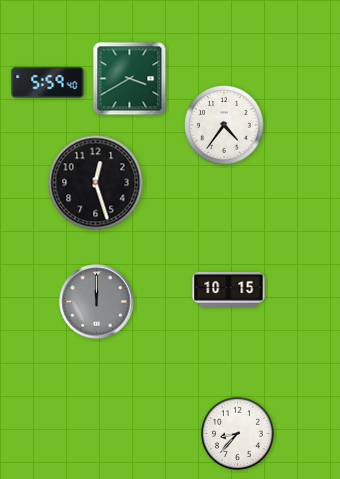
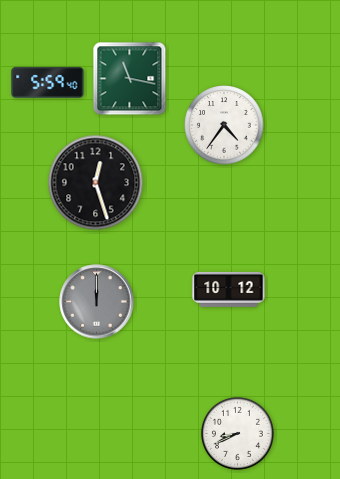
clock at (130, 79): 3:40 -> 11:17
clock at (229, 289): 10:15 -> 10:12
clock at (237, 433): 8:37 -> 8:41
